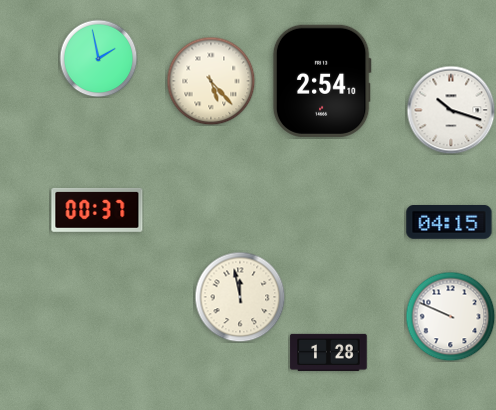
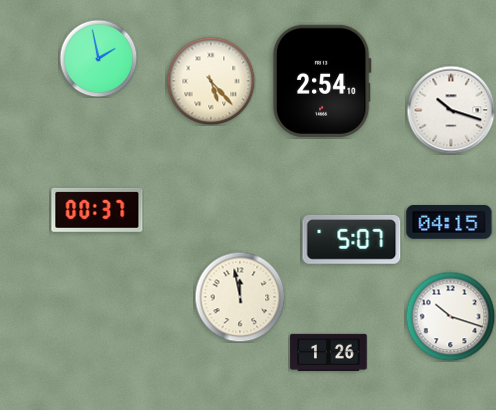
clock at (352, 240): none -> 5:07
clock at (450, 316): 9:49 -> 10:18
clock at (329, 352): 1:28 -> 1:26
